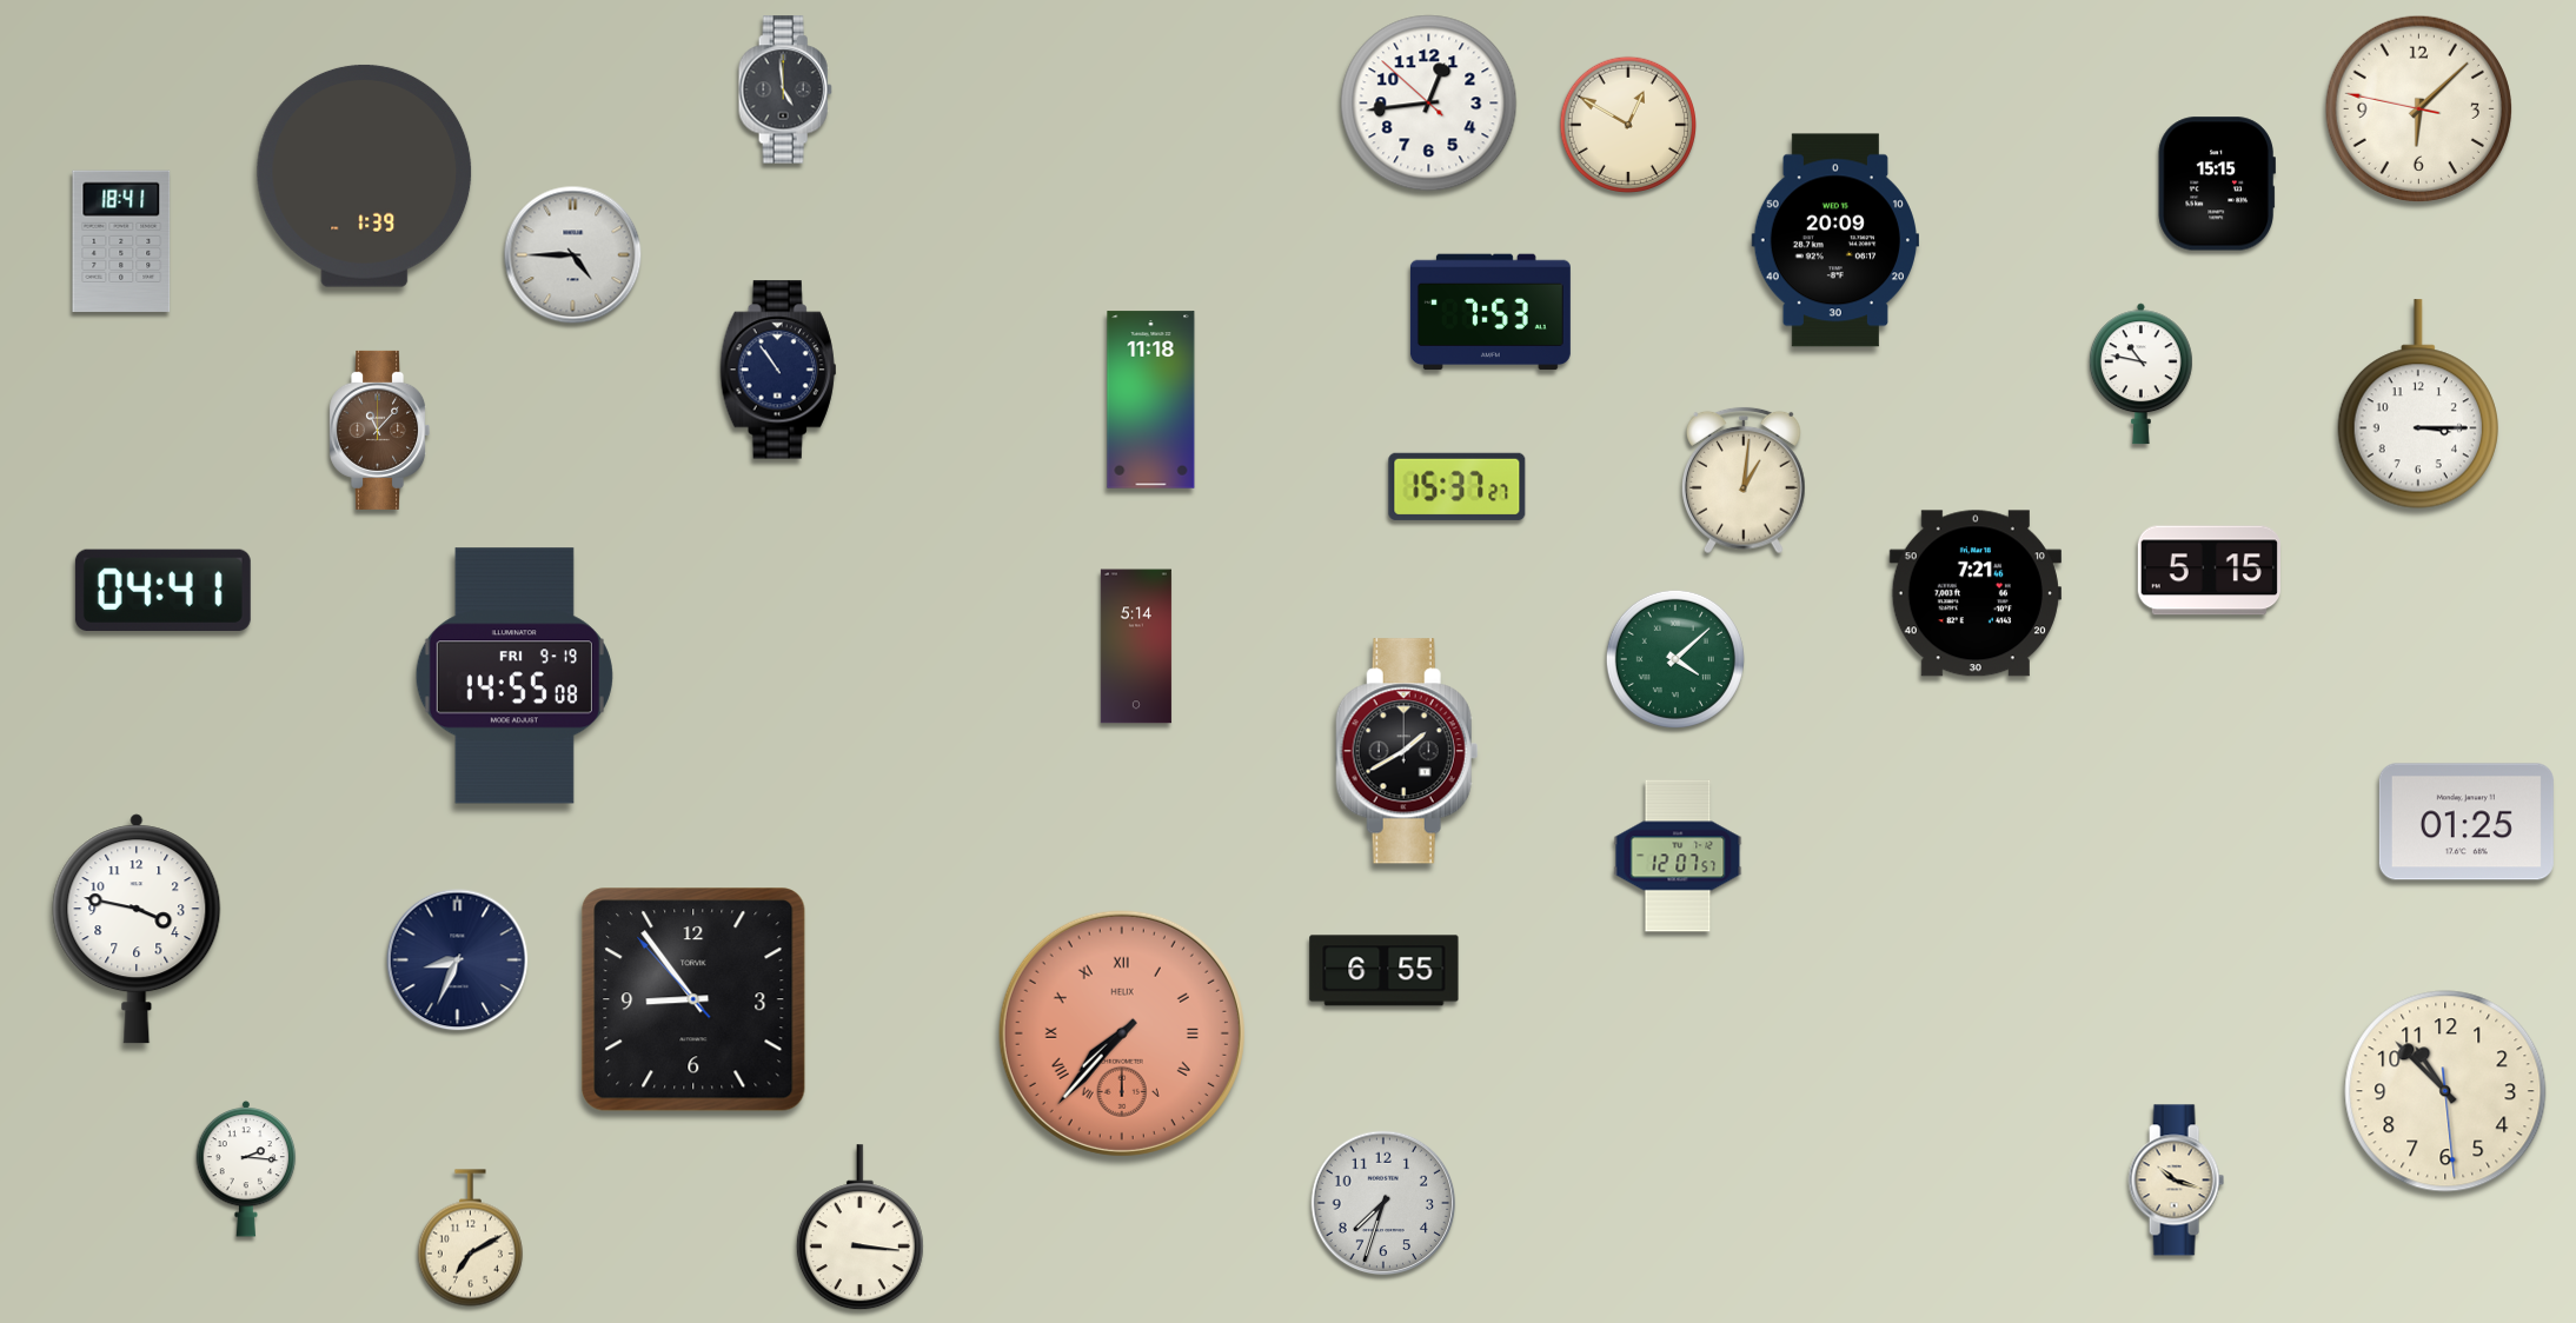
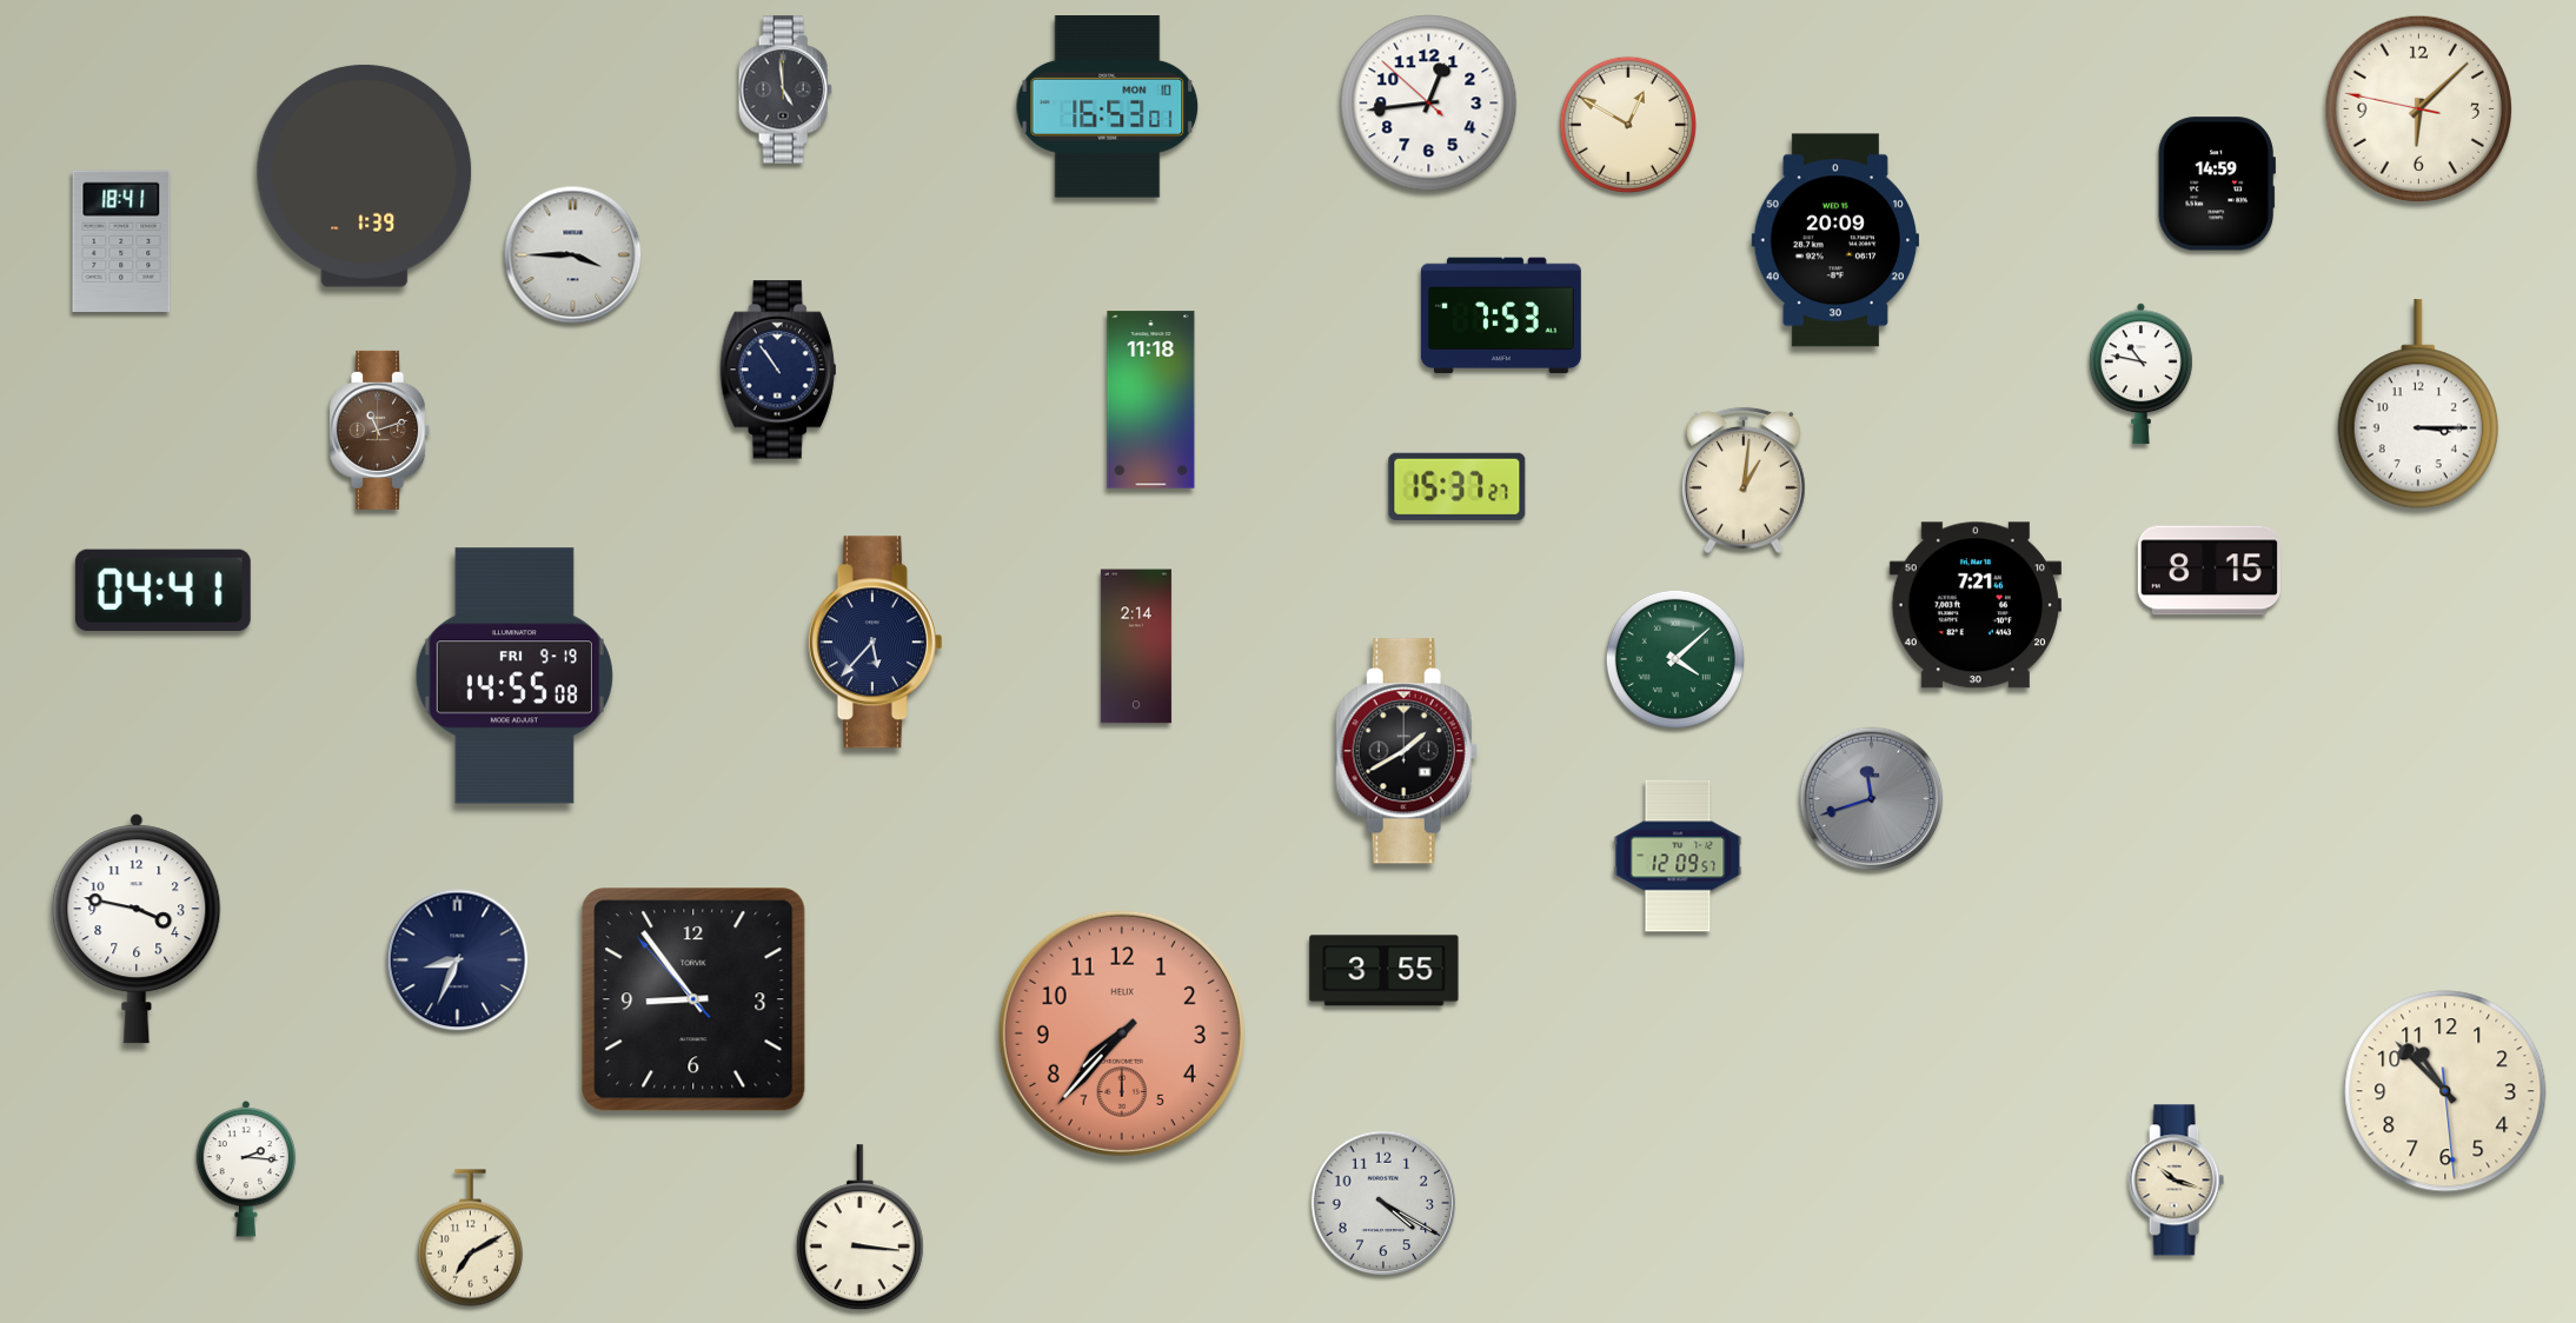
clock at (1108, 107): none -> 16:53
clock at (2217, 184): 15:15 -> 14:59
clock at (573, 255): 4:45 -> 3:45
clock at (1491, 312) position: (1491, 312) -> (1501, 315)
clock at (380, 430): 11:07 -> 11:12
clock at (2209, 571): 5:15 -> 8:15
clock at (1976, 593) position: (1976, 593) -> (1976, 605)
clock at (875, 643): none -> 5:37
clock at (1136, 646): 5:14 -> 2:14
clock at (1872, 799): none -> 11:42
clock at (2467, 822): 01:25 -> none
clock at (1678, 856): 12:07 -> 12:09
clock at (1385, 971): 6:55 -> 3:55
clock at (1122, 1033) numerals: Roman -> Arabic
clock at (1383, 1203): 7:33 -> 4:20
